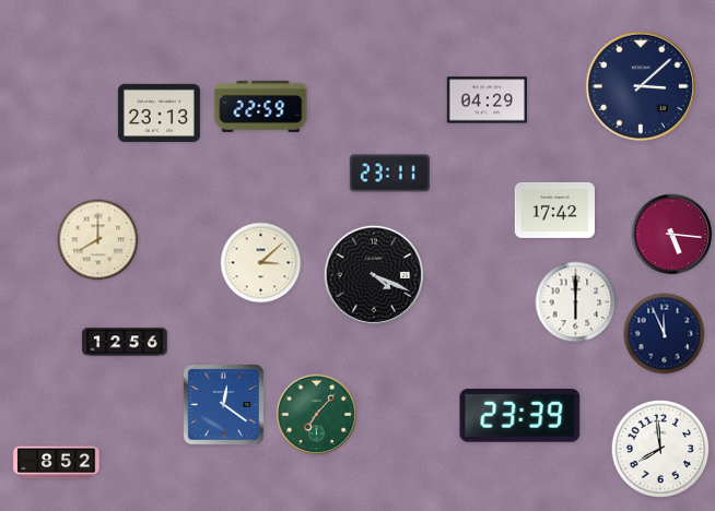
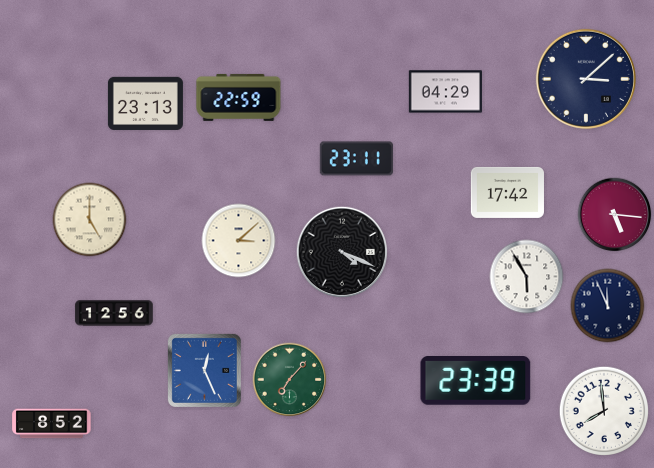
clock at (98, 240): 8:00 -> 5:00
clock at (576, 302): 6:00 -> 5:55
clock at (223, 404): 12:21 -> 12:26
